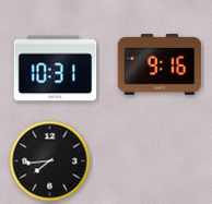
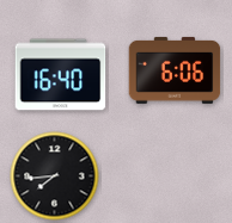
clock at (160, 64): 9:16 -> 6:06
clock at (56, 69): 10:31 -> 16:40
